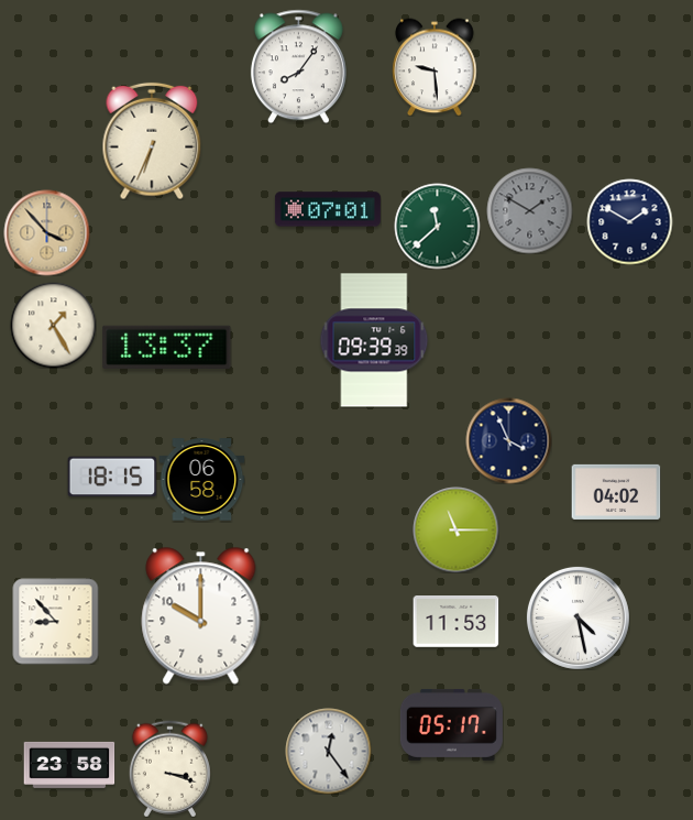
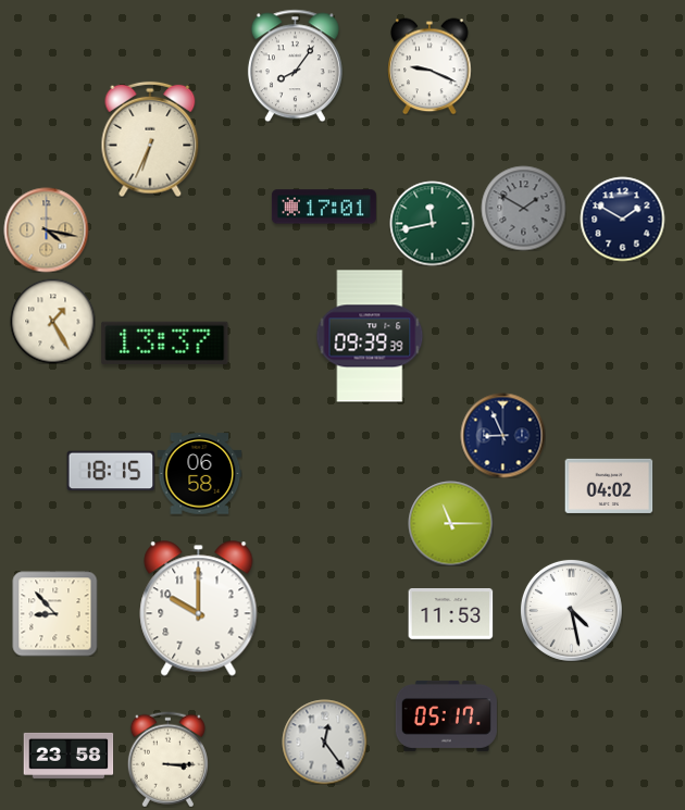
clock at (435, 67): 9:29 -> 9:19
clock at (328, 209): 07:01 -> 17:01
clock at (437, 226): 11:38 -> 11:43
clock at (46, 232): 3:53 -> 4:17
clock at (508, 440): 3:56 -> 8:56
clock at (169, 768): 3:18 -> 3:15
